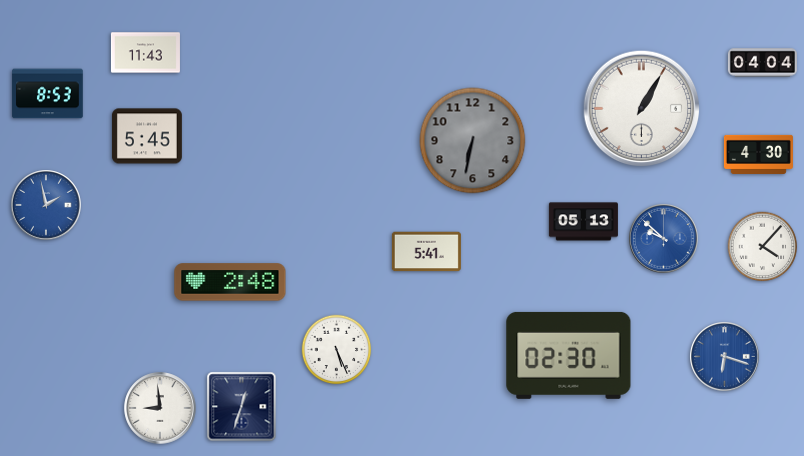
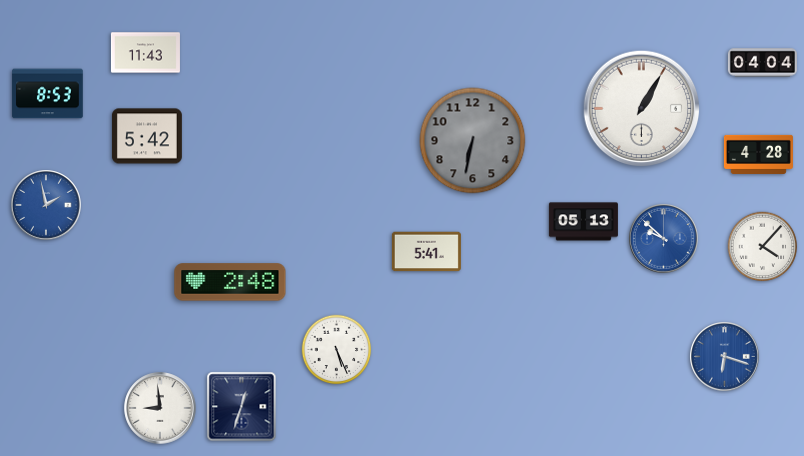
clock at (147, 136): 5:45 -> 5:42
clock at (758, 154): 4:30 -> 4:28
clock at (569, 355): 02:30 -> none
